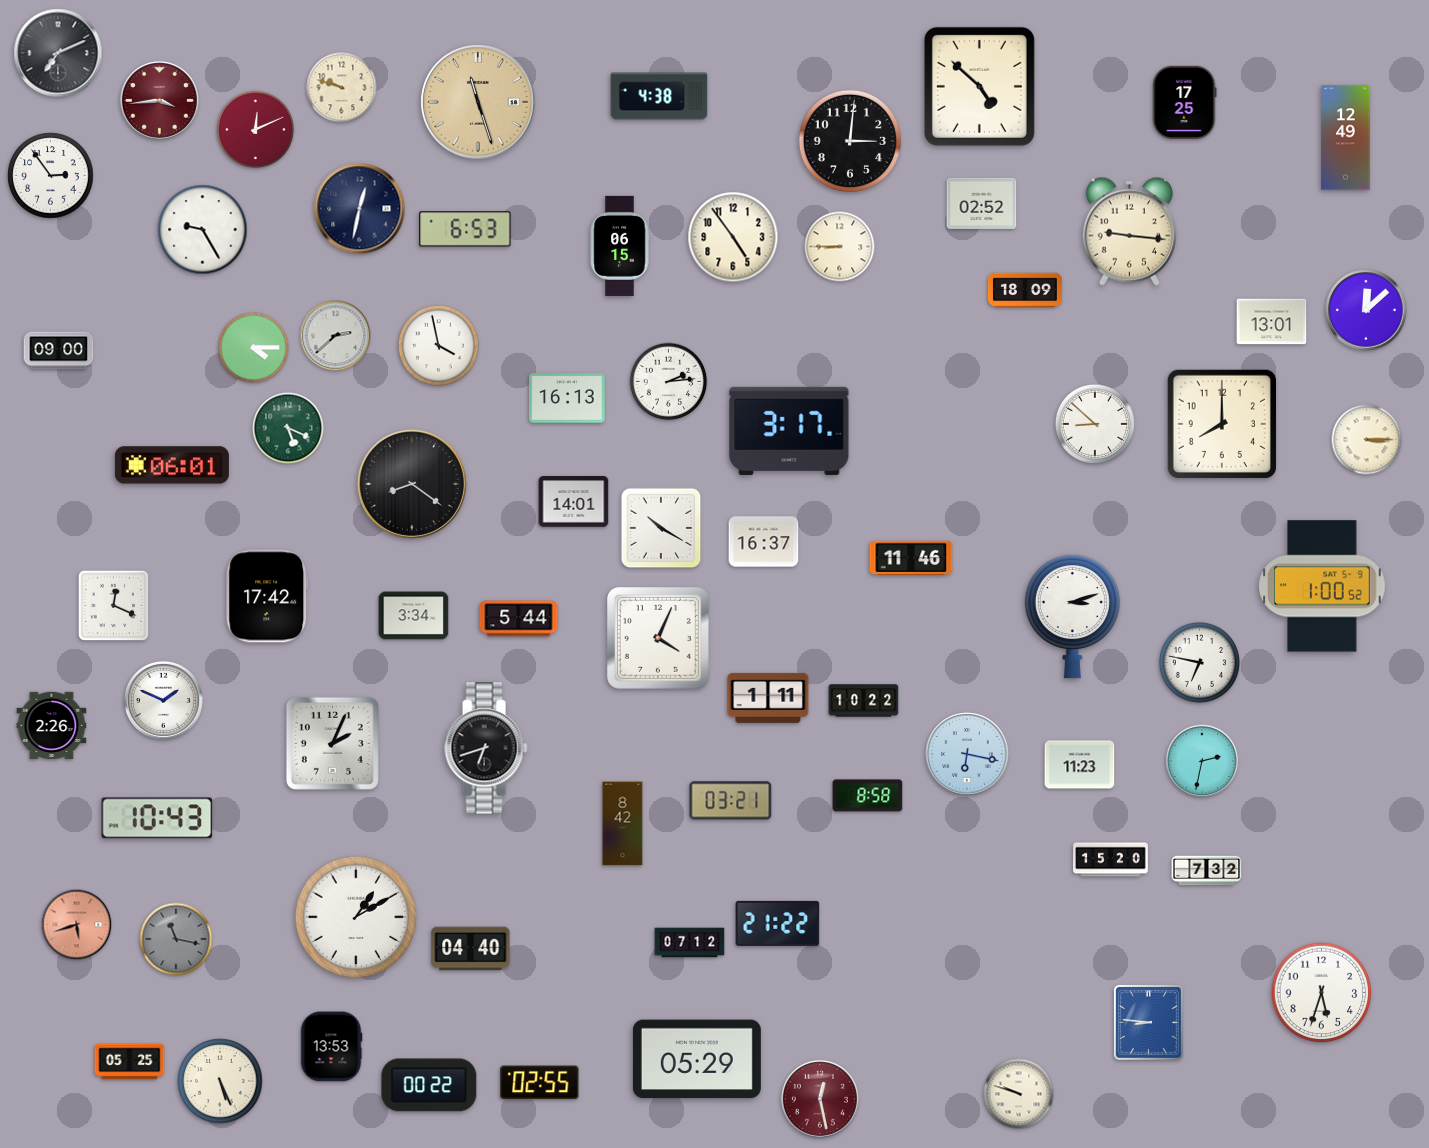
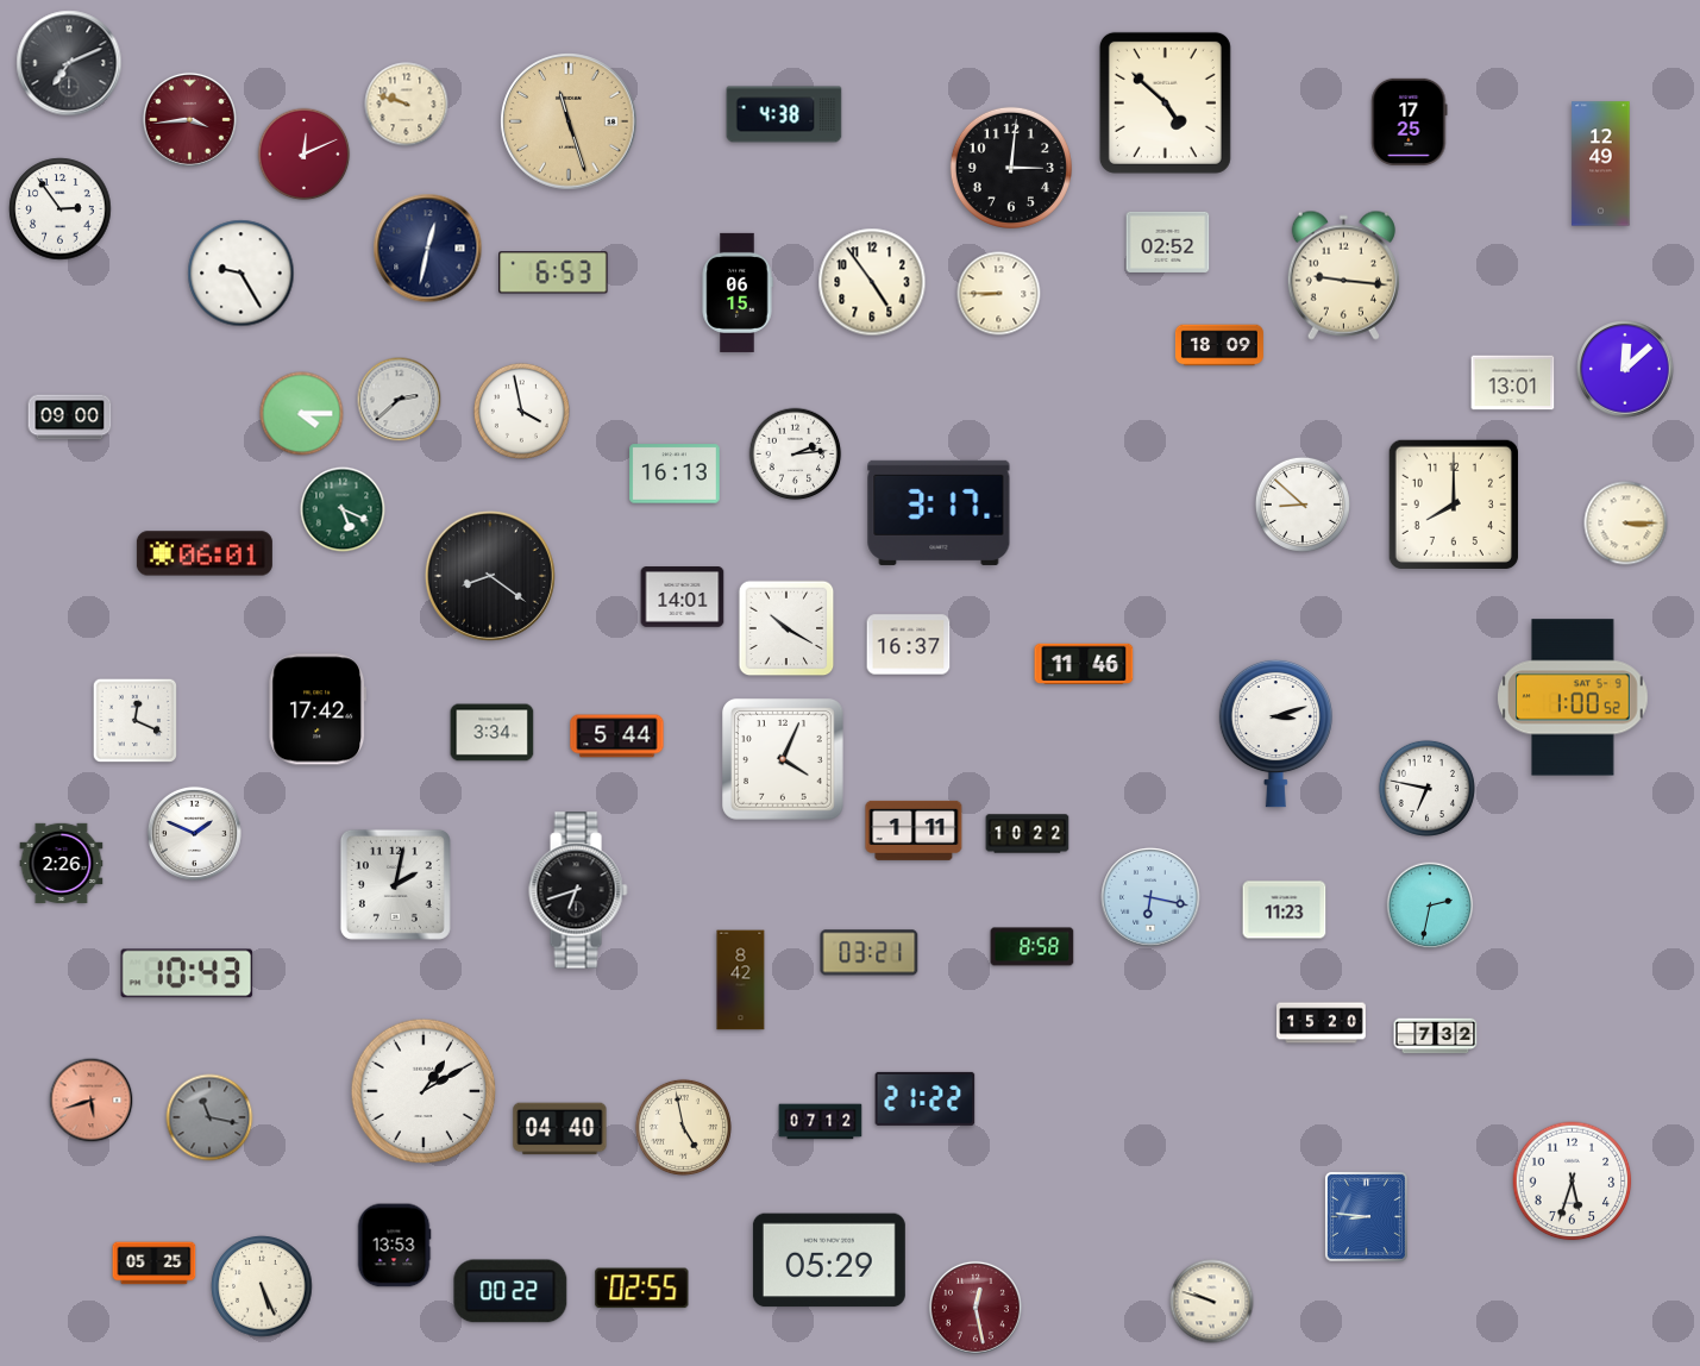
clock at (332, 743): 2:04 -> 2:02
clock at (683, 1127): none -> 4:58
